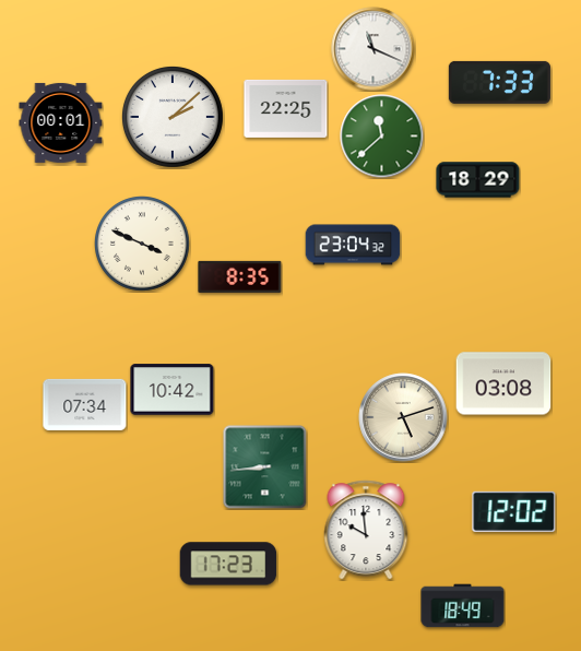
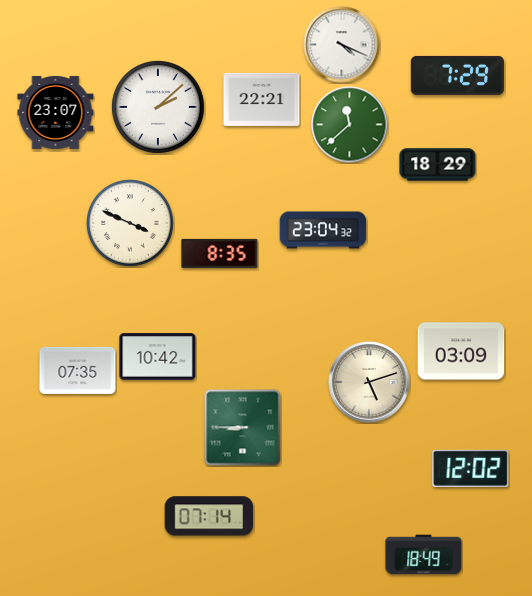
clock at (373, 49): 11:19 -> 4:19
clock at (499, 82): 7:33 -> 7:29
clock at (286, 108): 22:25 -> 22:21
clock at (61, 122): 00:01 -> 23:07
clock at (353, 245) position: (353, 245) -> (323, 230)
clock at (503, 383): 03:08 -> 03:09
clock at (85, 404): 07:34 -> 07:35
clock at (265, 467): 8:44 -> 8:45
clock at (366, 530): 9:59 -> none
clock at (228, 564): 17:23 -> 07:14
